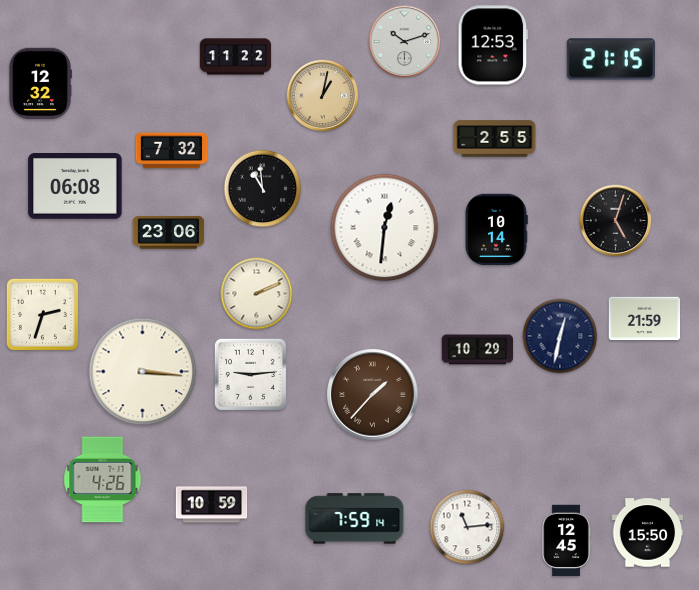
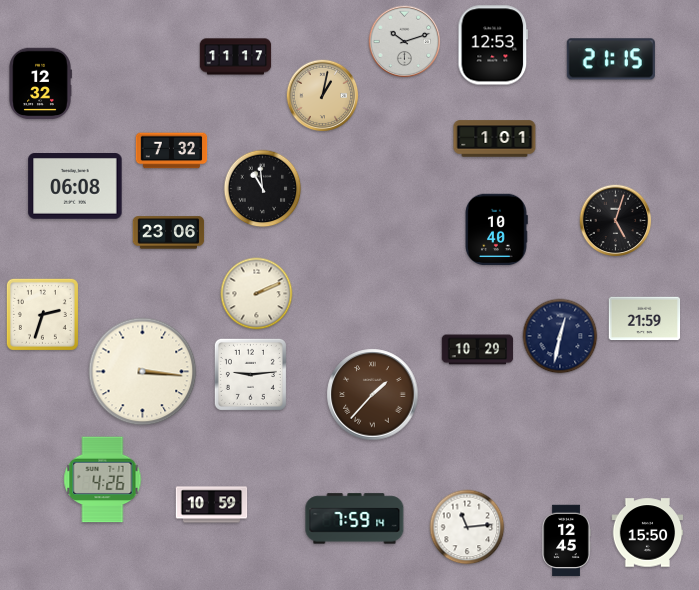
clock at (236, 57): 11:22 -> 11:17
clock at (495, 139): 2:55 -> 1:01
clock at (385, 228): 12:31 -> none
clock at (496, 230): 10:14 -> 10:40
